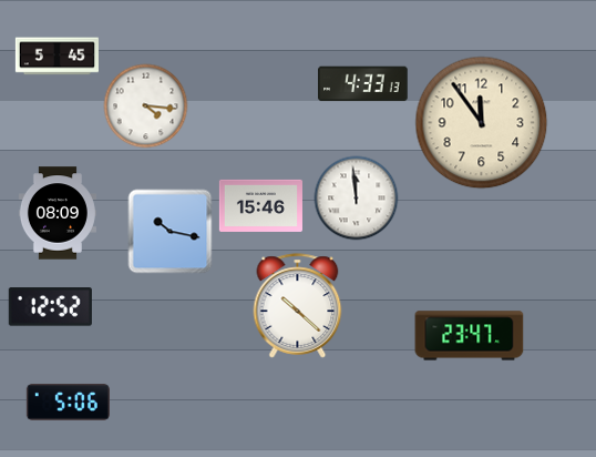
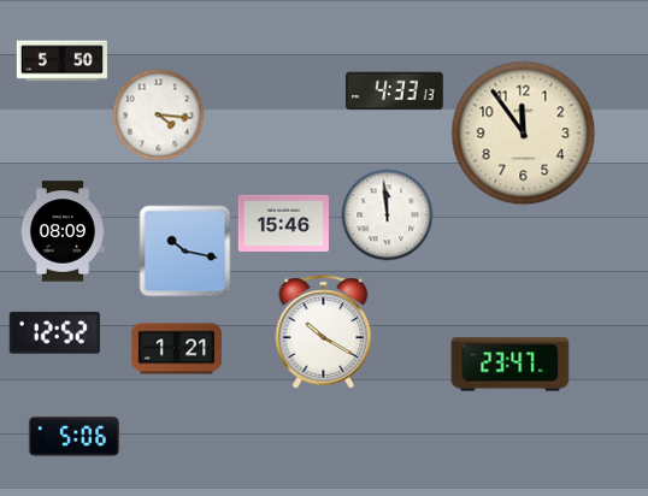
clock at (56, 57): 5:45 -> 5:50
clock at (298, 306): 10:22 -> 10:20
clock at (176, 349): none -> 1:21
